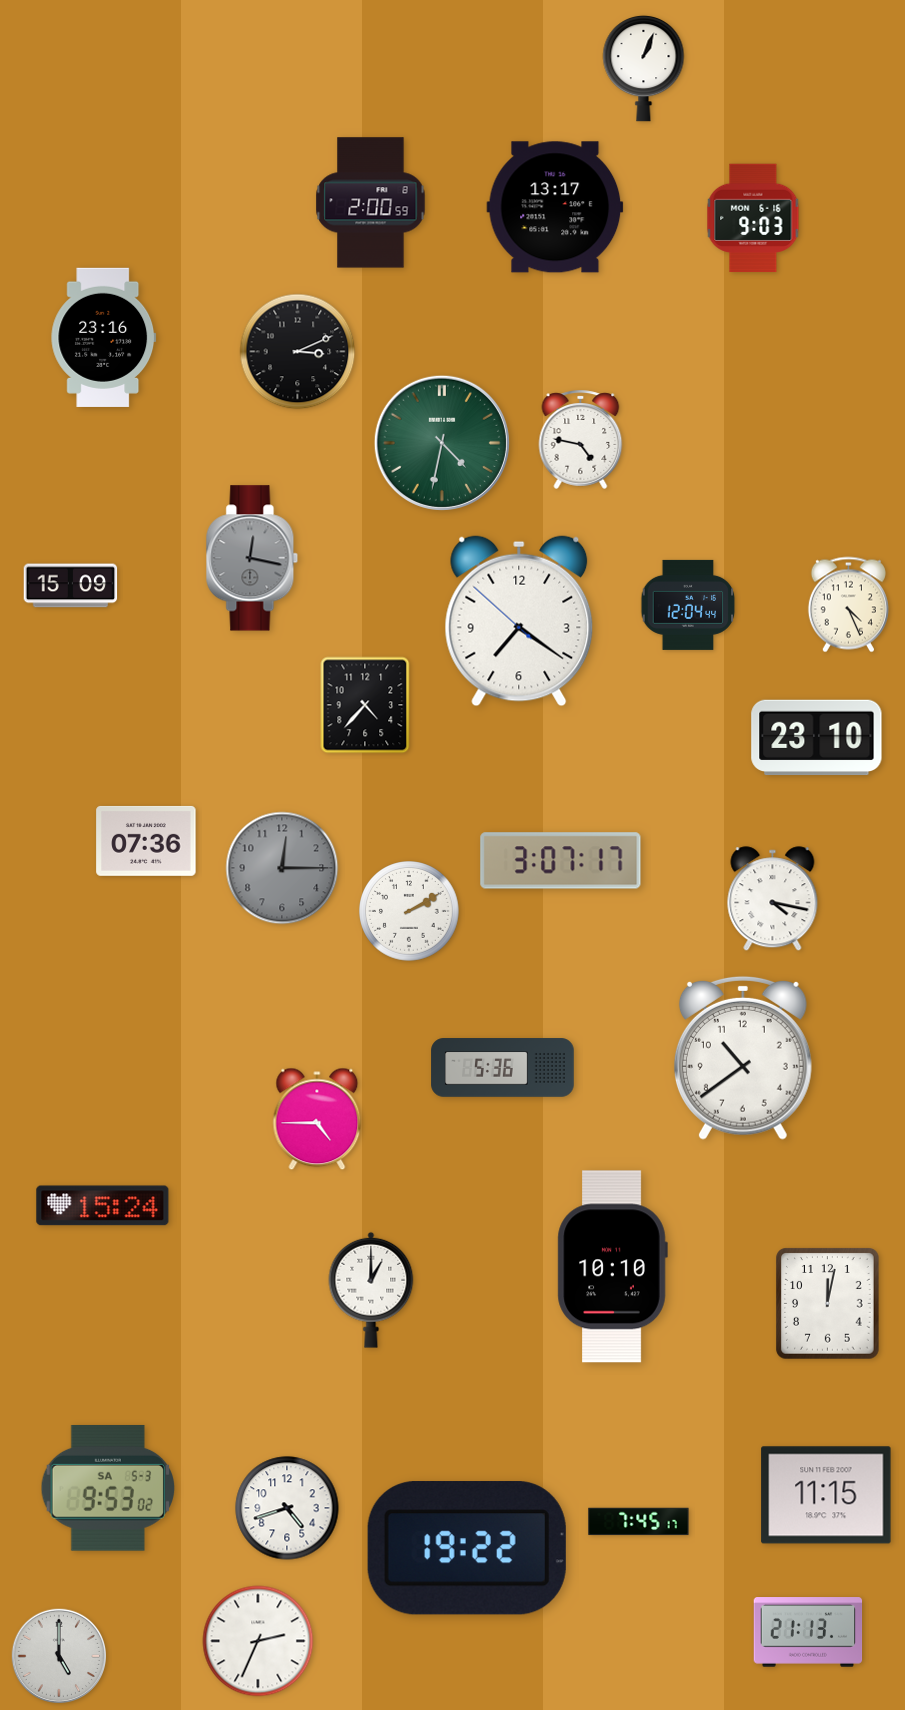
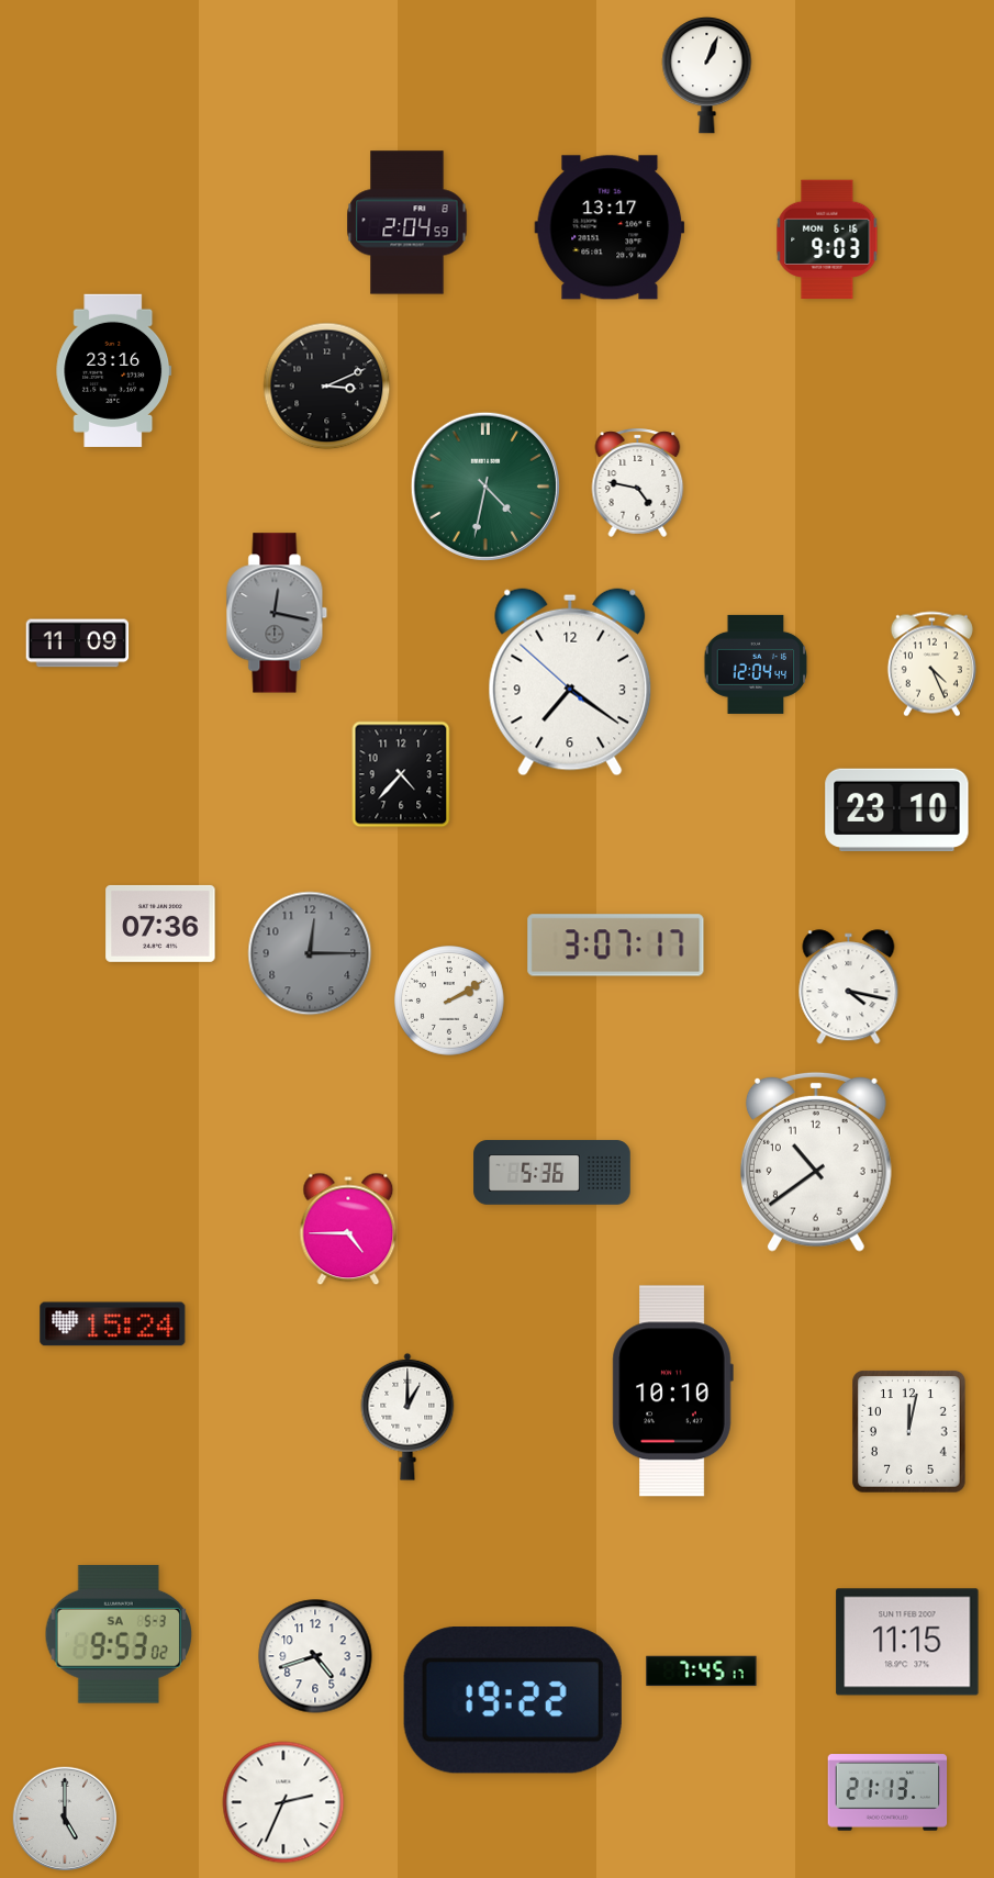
clock at (371, 203): 2:00 -> 2:04
clock at (71, 586): 15:09 -> 11:09
